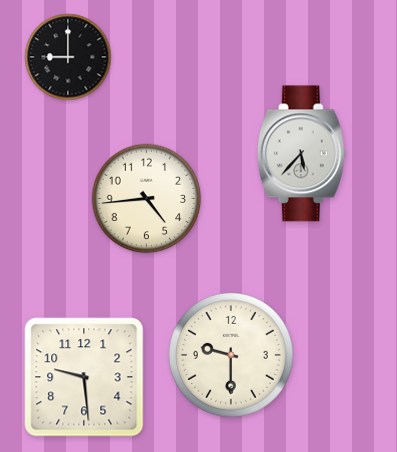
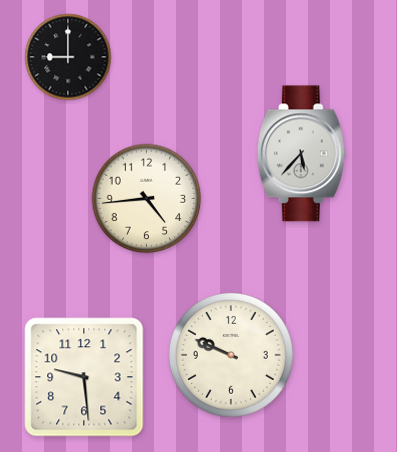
clock at (231, 355): 9:30 -> 9:49
